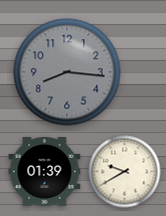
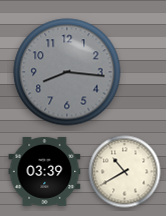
clock at (45, 171): 01:39 -> 03:39
clock at (125, 172): 9:40 -> 10:40
